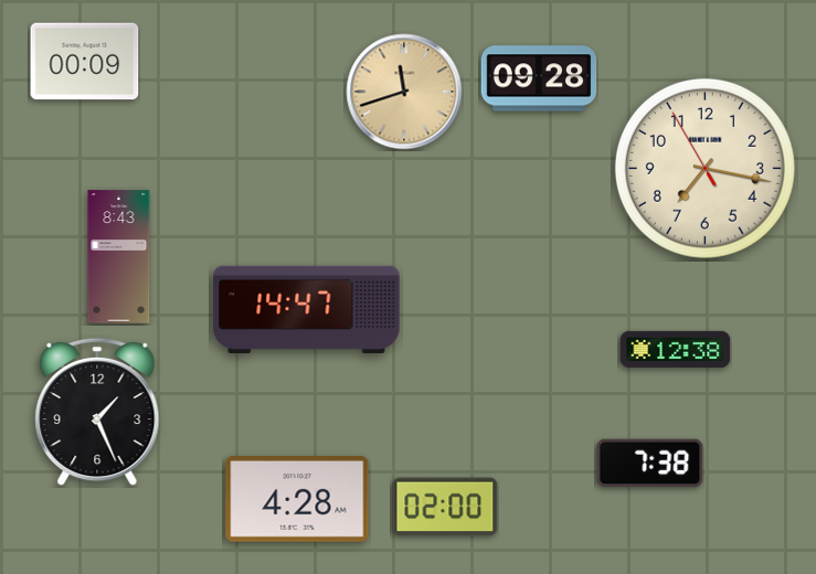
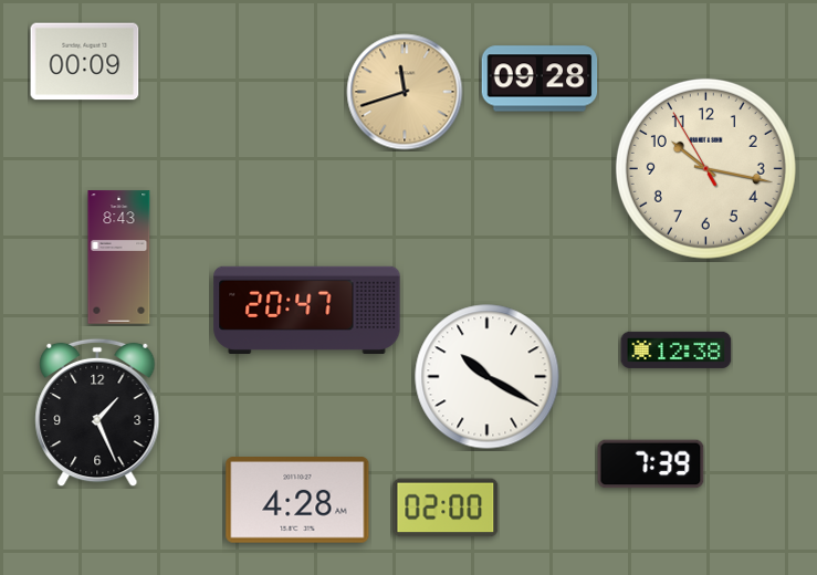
clock at (704, 168): 7:16 -> 10:16
clock at (307, 309): 14:47 -> 20:47
clock at (488, 377): none -> 10:20
clock at (650, 464): 7:38 -> 7:39
